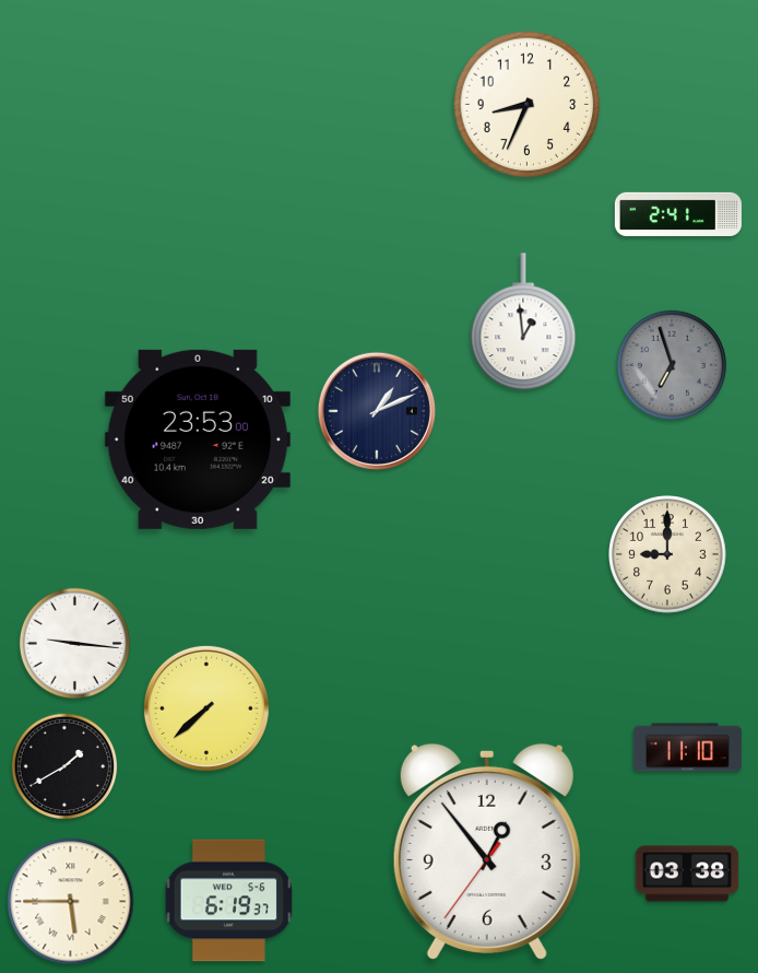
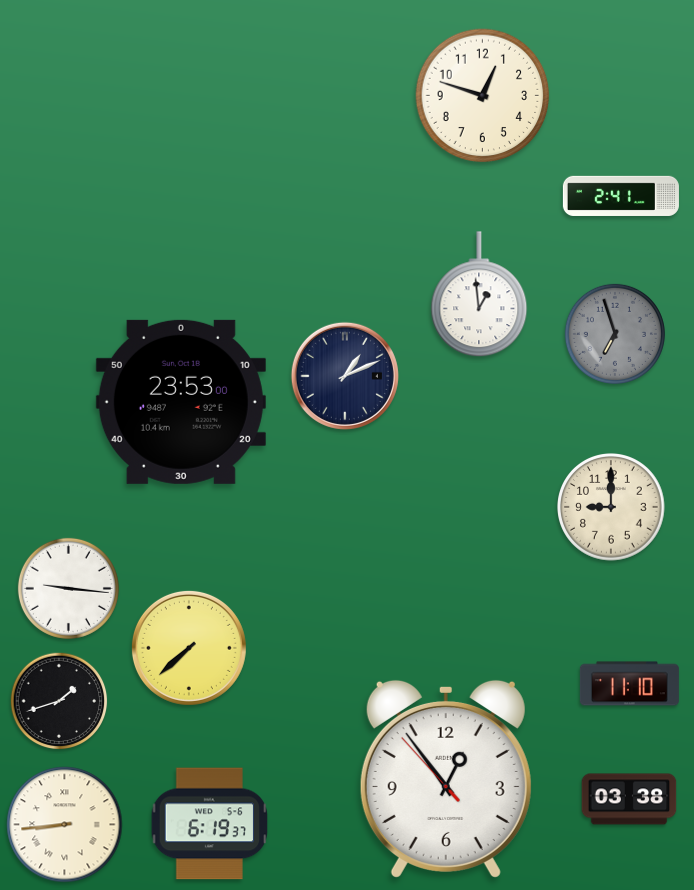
clock at (528, 105): 8:34 -> 12:48
clock at (64, 766): 1:40 -> 1:42
clock at (487, 852): 12:53:36 -> 12:53:53
clock at (71, 902): 5:45 -> 8:44
